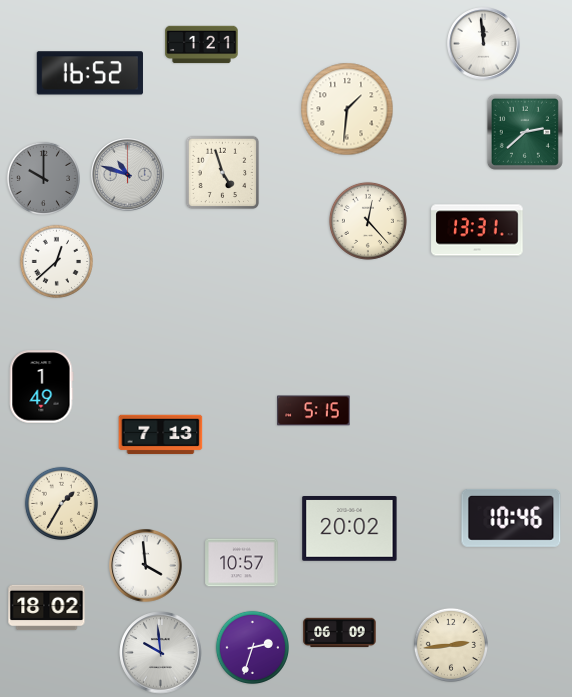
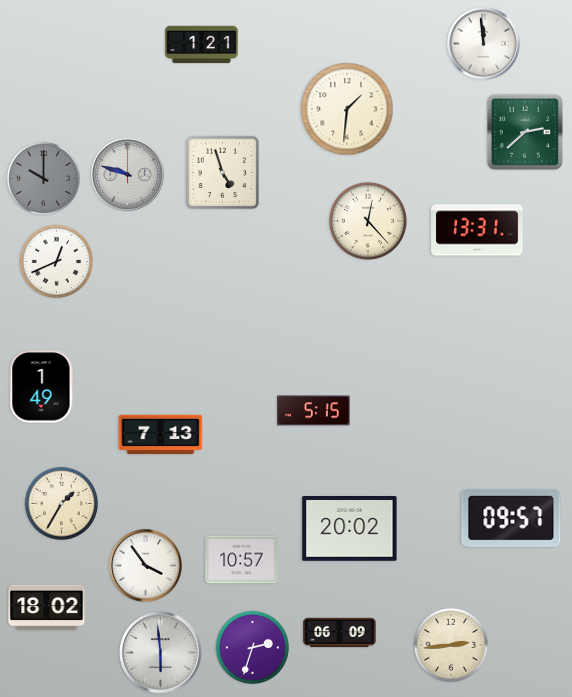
clock at (90, 73): 16:52 -> none
clock at (128, 175): 10:48 -> 9:48
clock at (56, 261): 12:38 -> 12:41
clock at (511, 518): 10:46 -> 09:57
clock at (242, 563) position: (242, 563) -> (242, 560)
clock at (146, 566): 3:59 -> 3:54
clock at (161, 653): 9:59 -> 5:59
